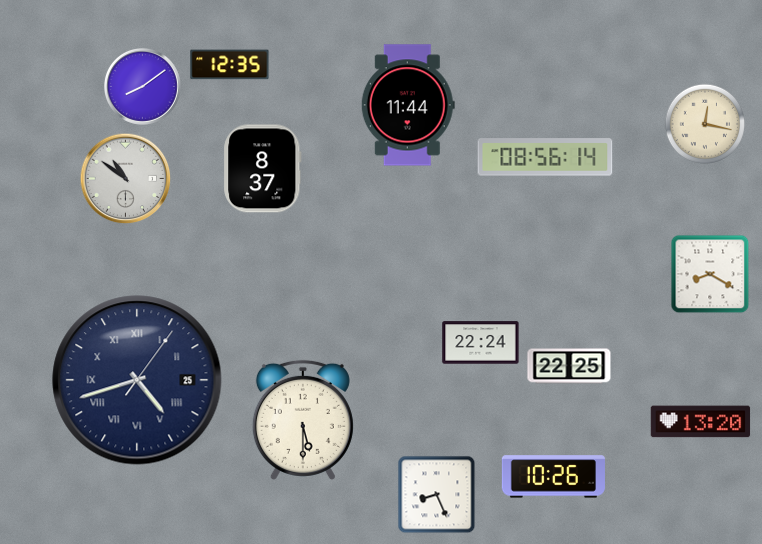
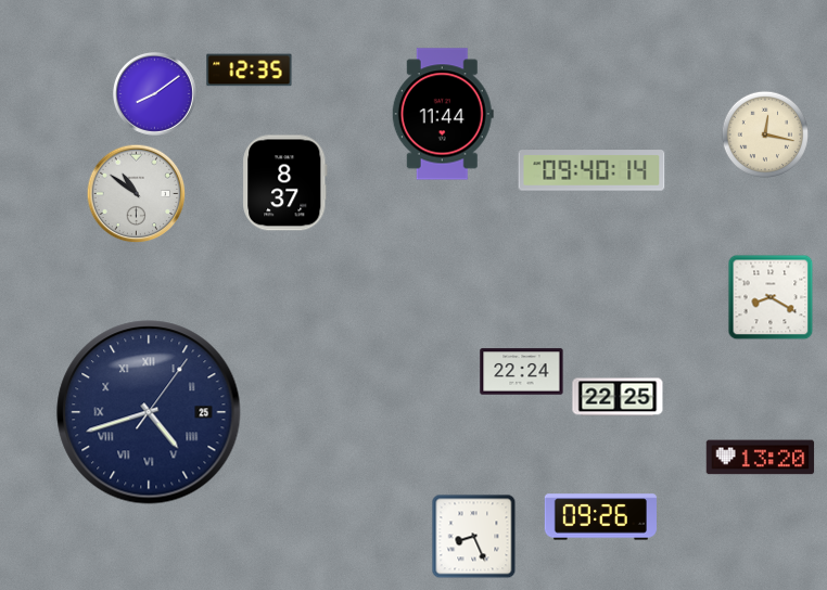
clock at (545, 157): 08:56 -> 09:40
clock at (303, 420): 5:30 -> none
clock at (553, 477): 10:26 -> 09:26
